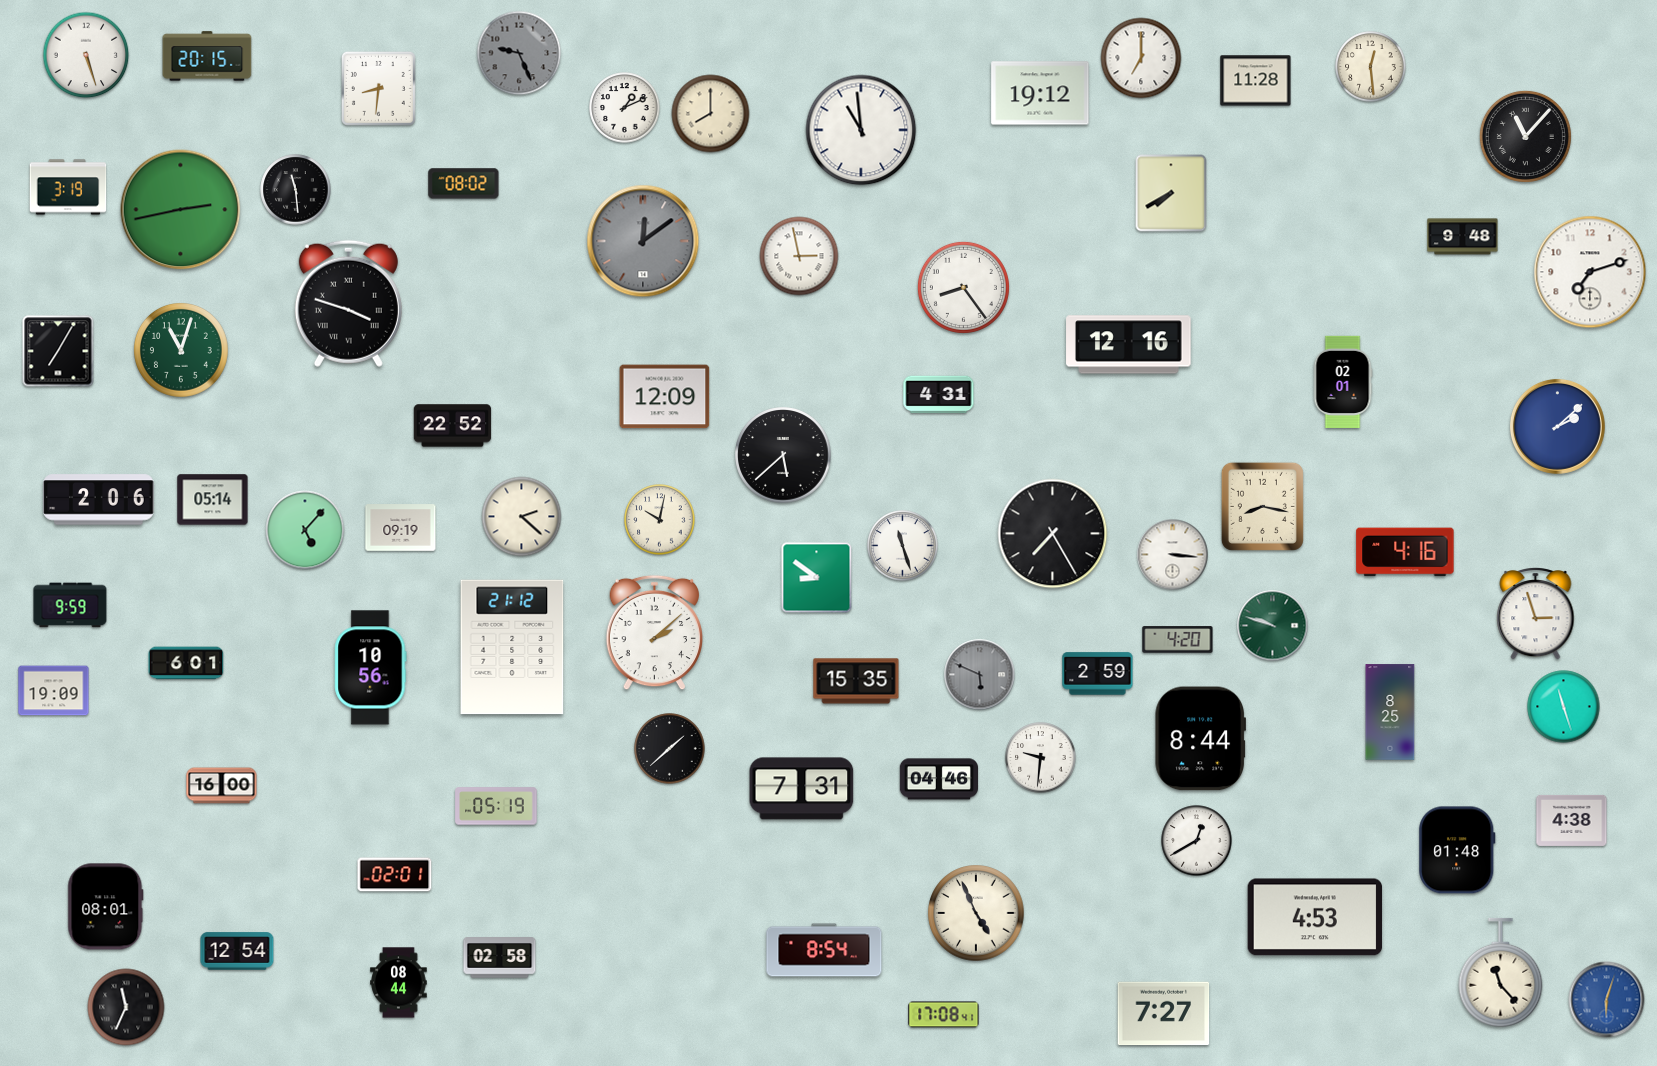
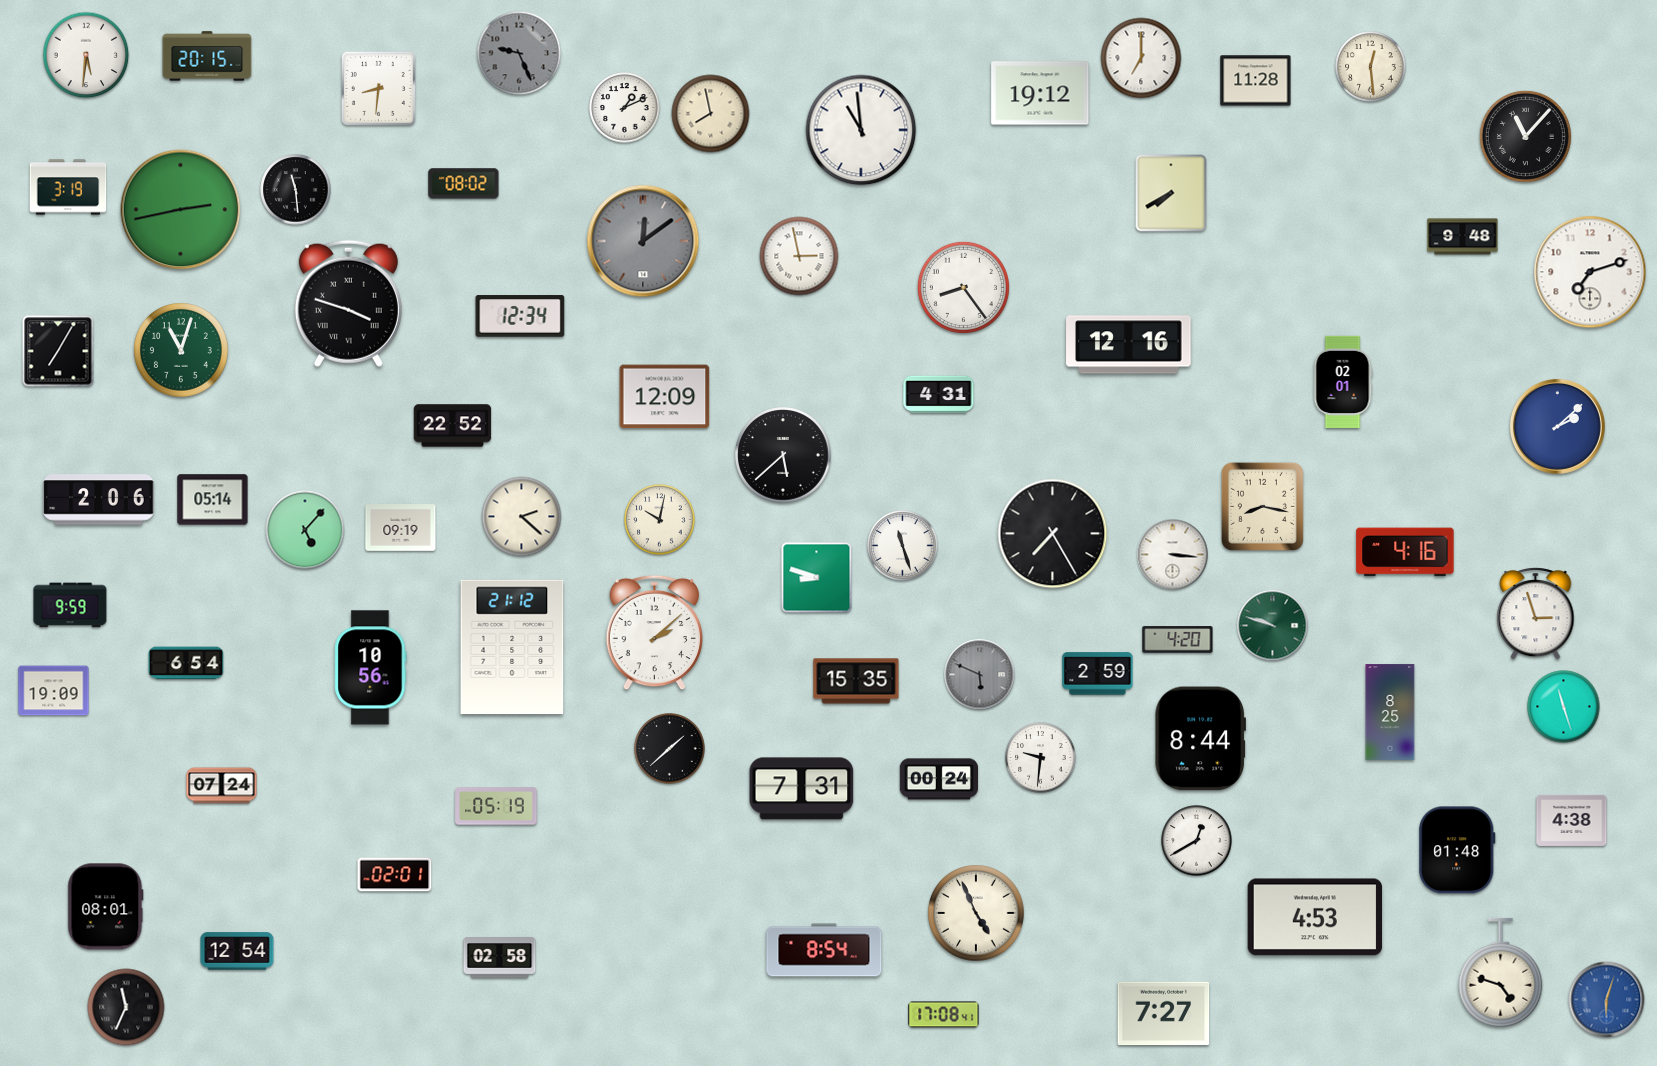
clock at (86, 55): 5:27 -> 5:31
clock at (711, 114): 8:00 -> 7:58
clock at (520, 316): none -> 12:34
clock at (817, 578): 8:51 -> 8:48
clock at (186, 663): 6:01 -> 6:54
clock at (938, 779): 04:46 -> 00:24
clock at (222, 786): 16:00 -> 07:24
clock at (1501, 973): 11:23 -> 4:48
clock at (399, 983): 08:44 -> none
